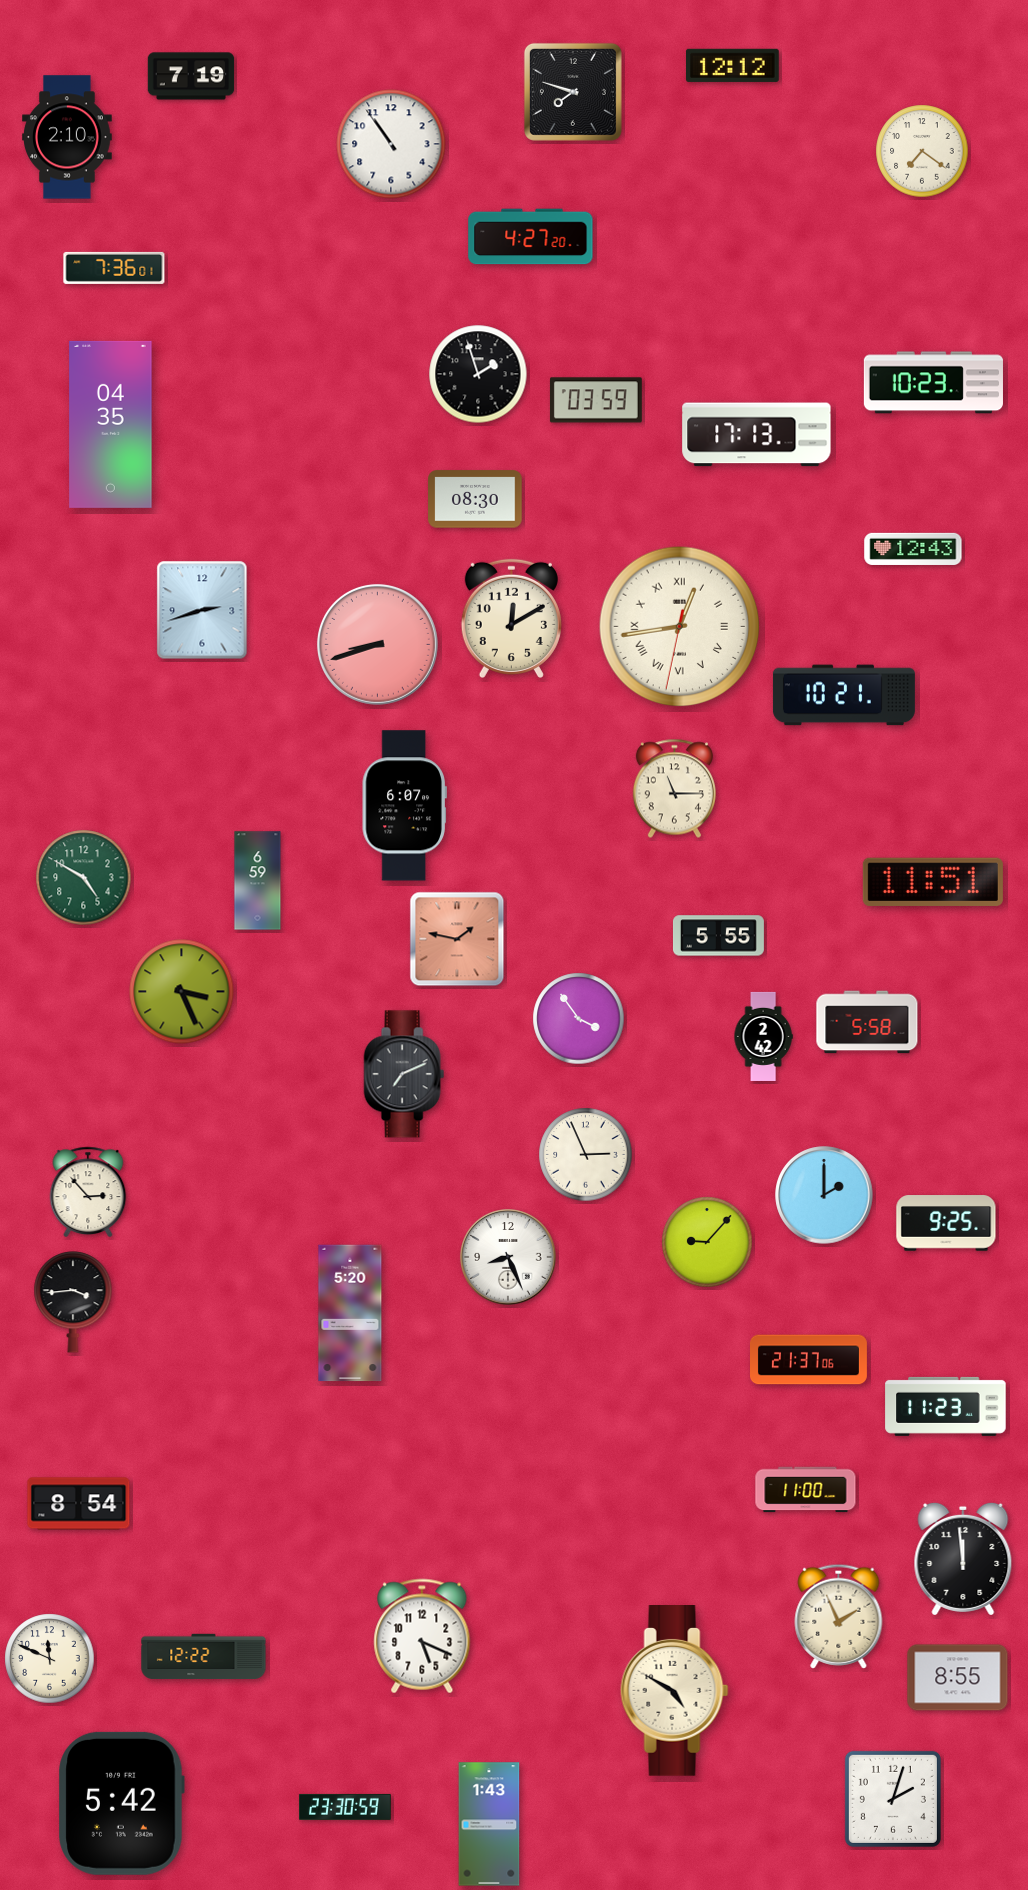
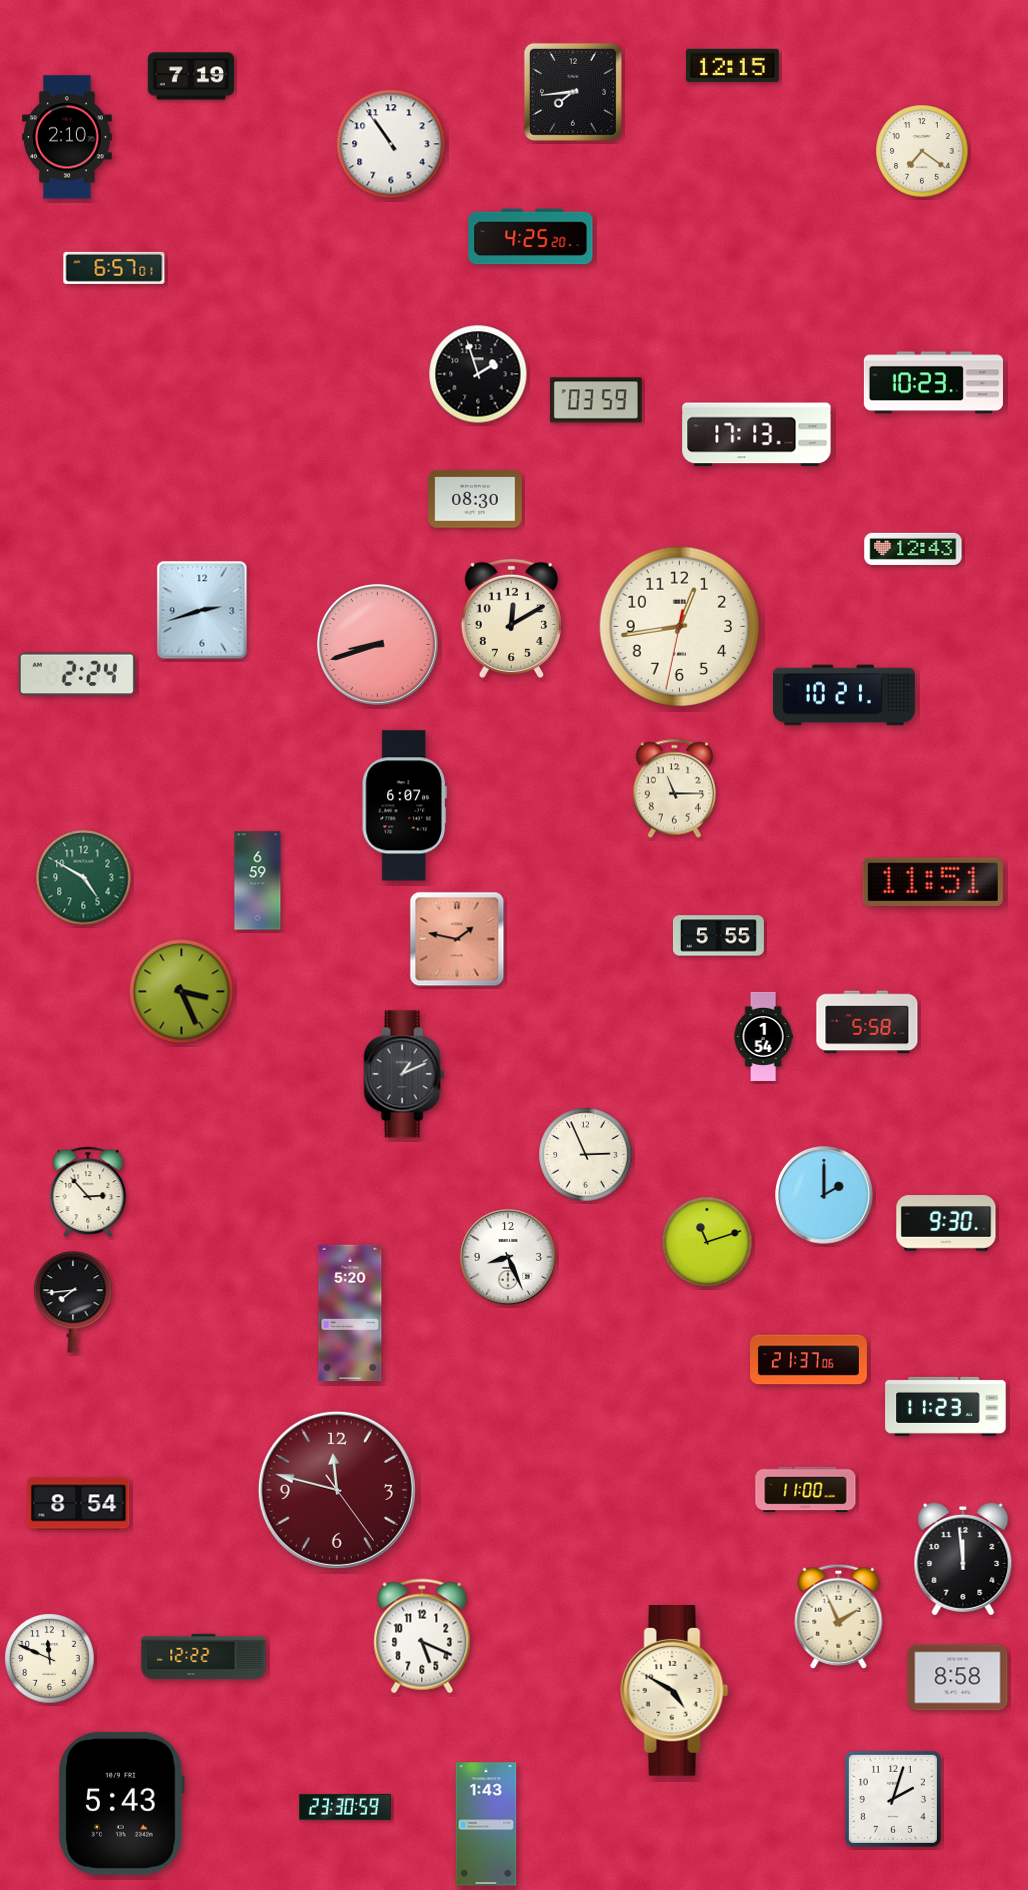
clock at (733, 65): 12:12 -> 12:15
clock at (573, 92): 7:48 -> 7:44
clock at (531, 237): 4:27 -> 4:25
clock at (114, 268): 7:36 -> 6:57
clock at (111, 424): 04:35 -> none
clock at (680, 627) numerals: Roman -> Arabic
clock at (77, 674): none -> 2:24
clock at (579, 1019): 3:54 -> none
clock at (763, 1036): 2:42 -> 1:54
clock at (404, 1074): 7:11 -> 1:11
clock at (946, 1223): 9:25 -> 9:30
clock at (707, 1242): 9:07 -> 11:12
clock at (73, 1302): 3:44 -> 7:44
clock at (337, 1490): none -> 11:47
clock at (958, 1678): 8:55 -> 8:58
clock at (121, 1803): 5:42 -> 5:43
clock at (489, 1824) position: (489, 1824) -> (486, 1824)
